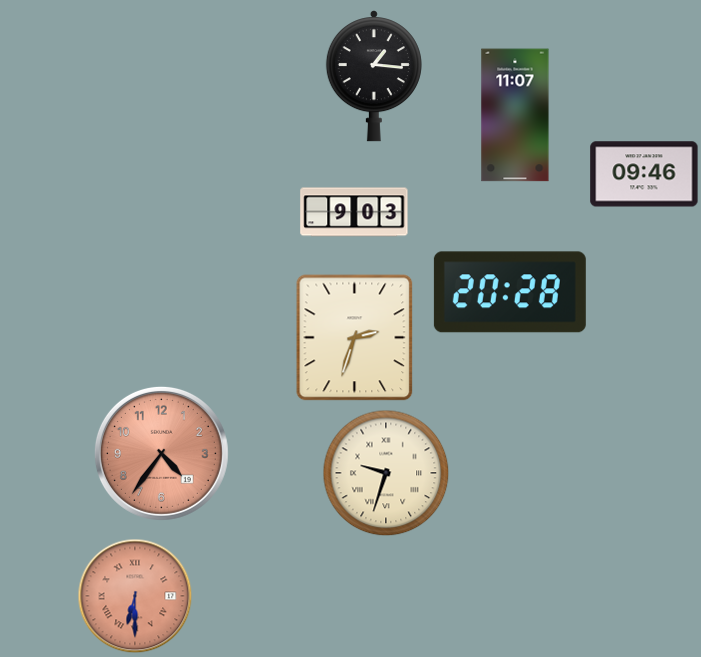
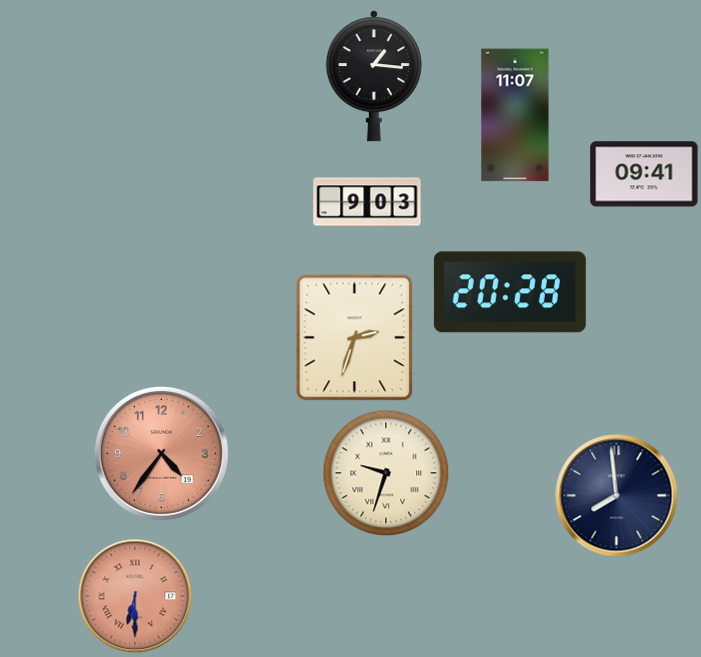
clock at (644, 174): 09:46 -> 09:41
clock at (354, 212) position: (354, 212) -> (367, 202)
clock at (617, 496): none -> 7:59
